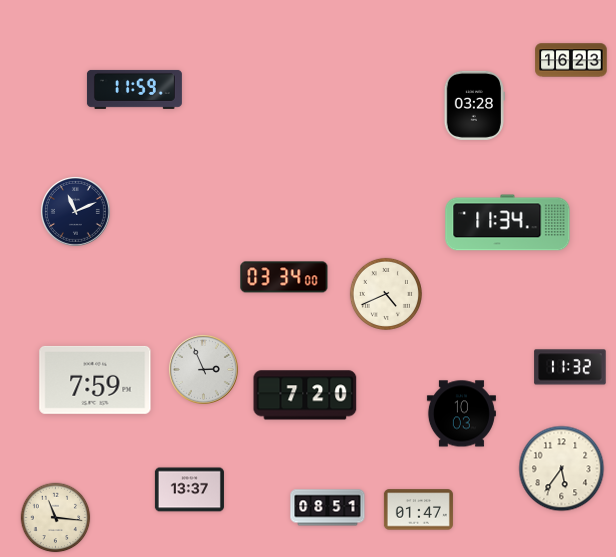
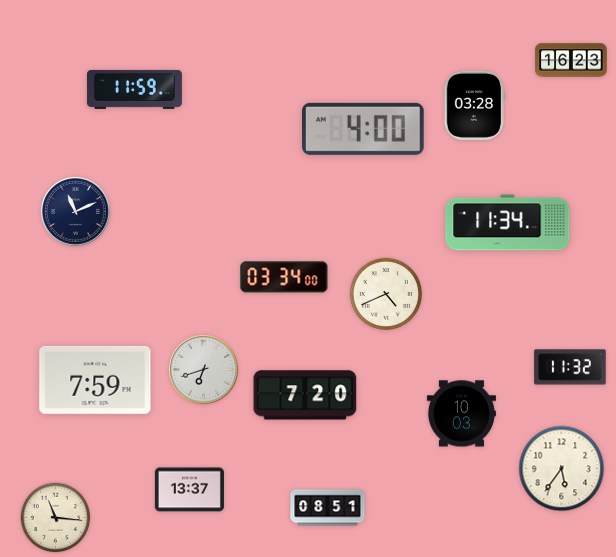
clock at (364, 129): none -> 4:00
clock at (203, 369): 2:56 -> 6:42
clock at (418, 510): 01:47 -> none
